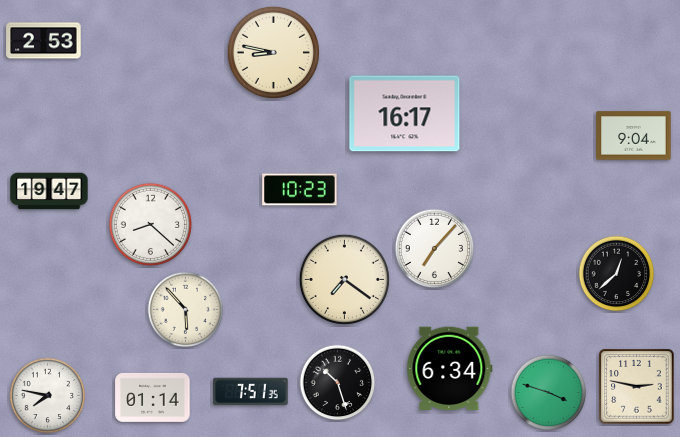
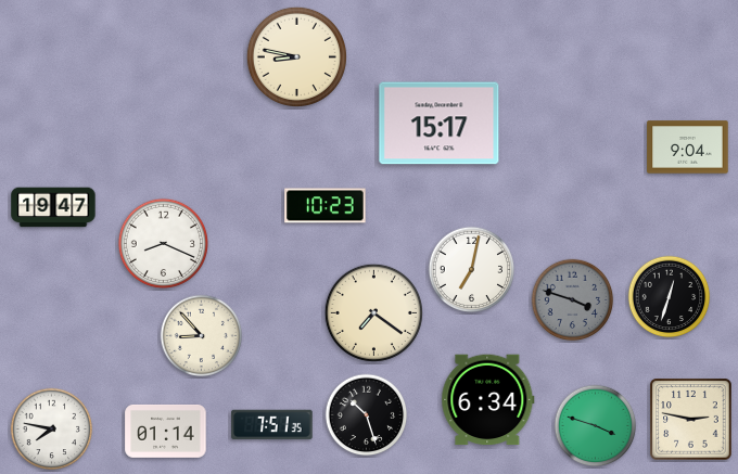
clock at (44, 41): 2:53 -> none
clock at (405, 114): 16:17 -> 15:17
clock at (151, 225): 8:22 -> 8:19
clock at (435, 249): 7:07 -> 7:02
clock at (617, 274): 12:38 -> 12:33
clock at (573, 300): none -> 3:48
clock at (344, 279) position: (344, 279) -> (373, 312)
clock at (186, 310): 5:53 -> 8:53
